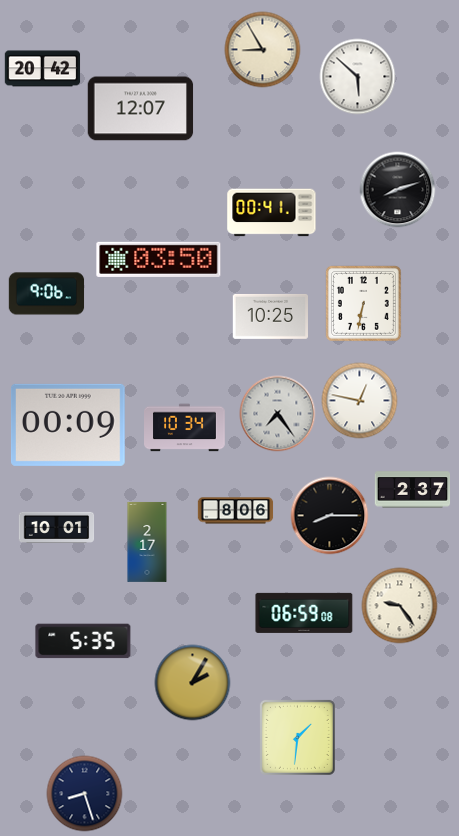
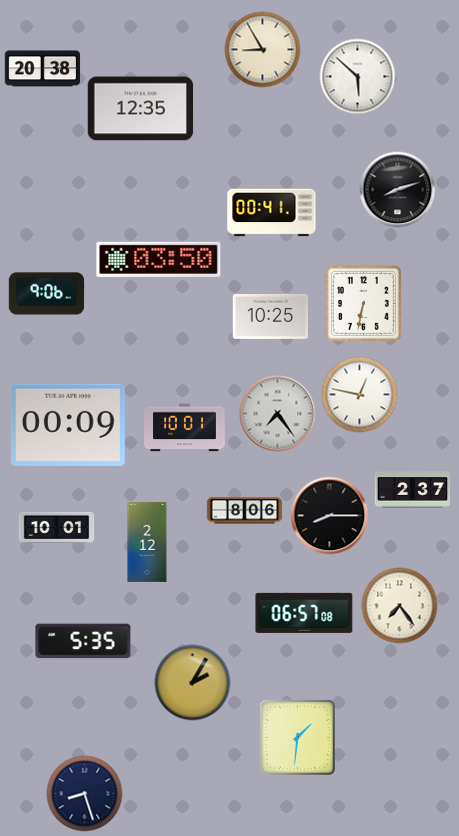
clock at (43, 69): 20:42 -> 20:38
clock at (141, 109): 12:07 -> 12:35
clock at (360, 401) position: (360, 401) -> (360, 395)
clock at (185, 428): 10:34 -> 10:01
clock at (236, 511) position: (236, 511) -> (245, 511)
clock at (147, 542): 2:17 -> 2:12
clock at (400, 606): 9:24 -> 7:24
clock at (304, 613): 06:59 -> 06:57
